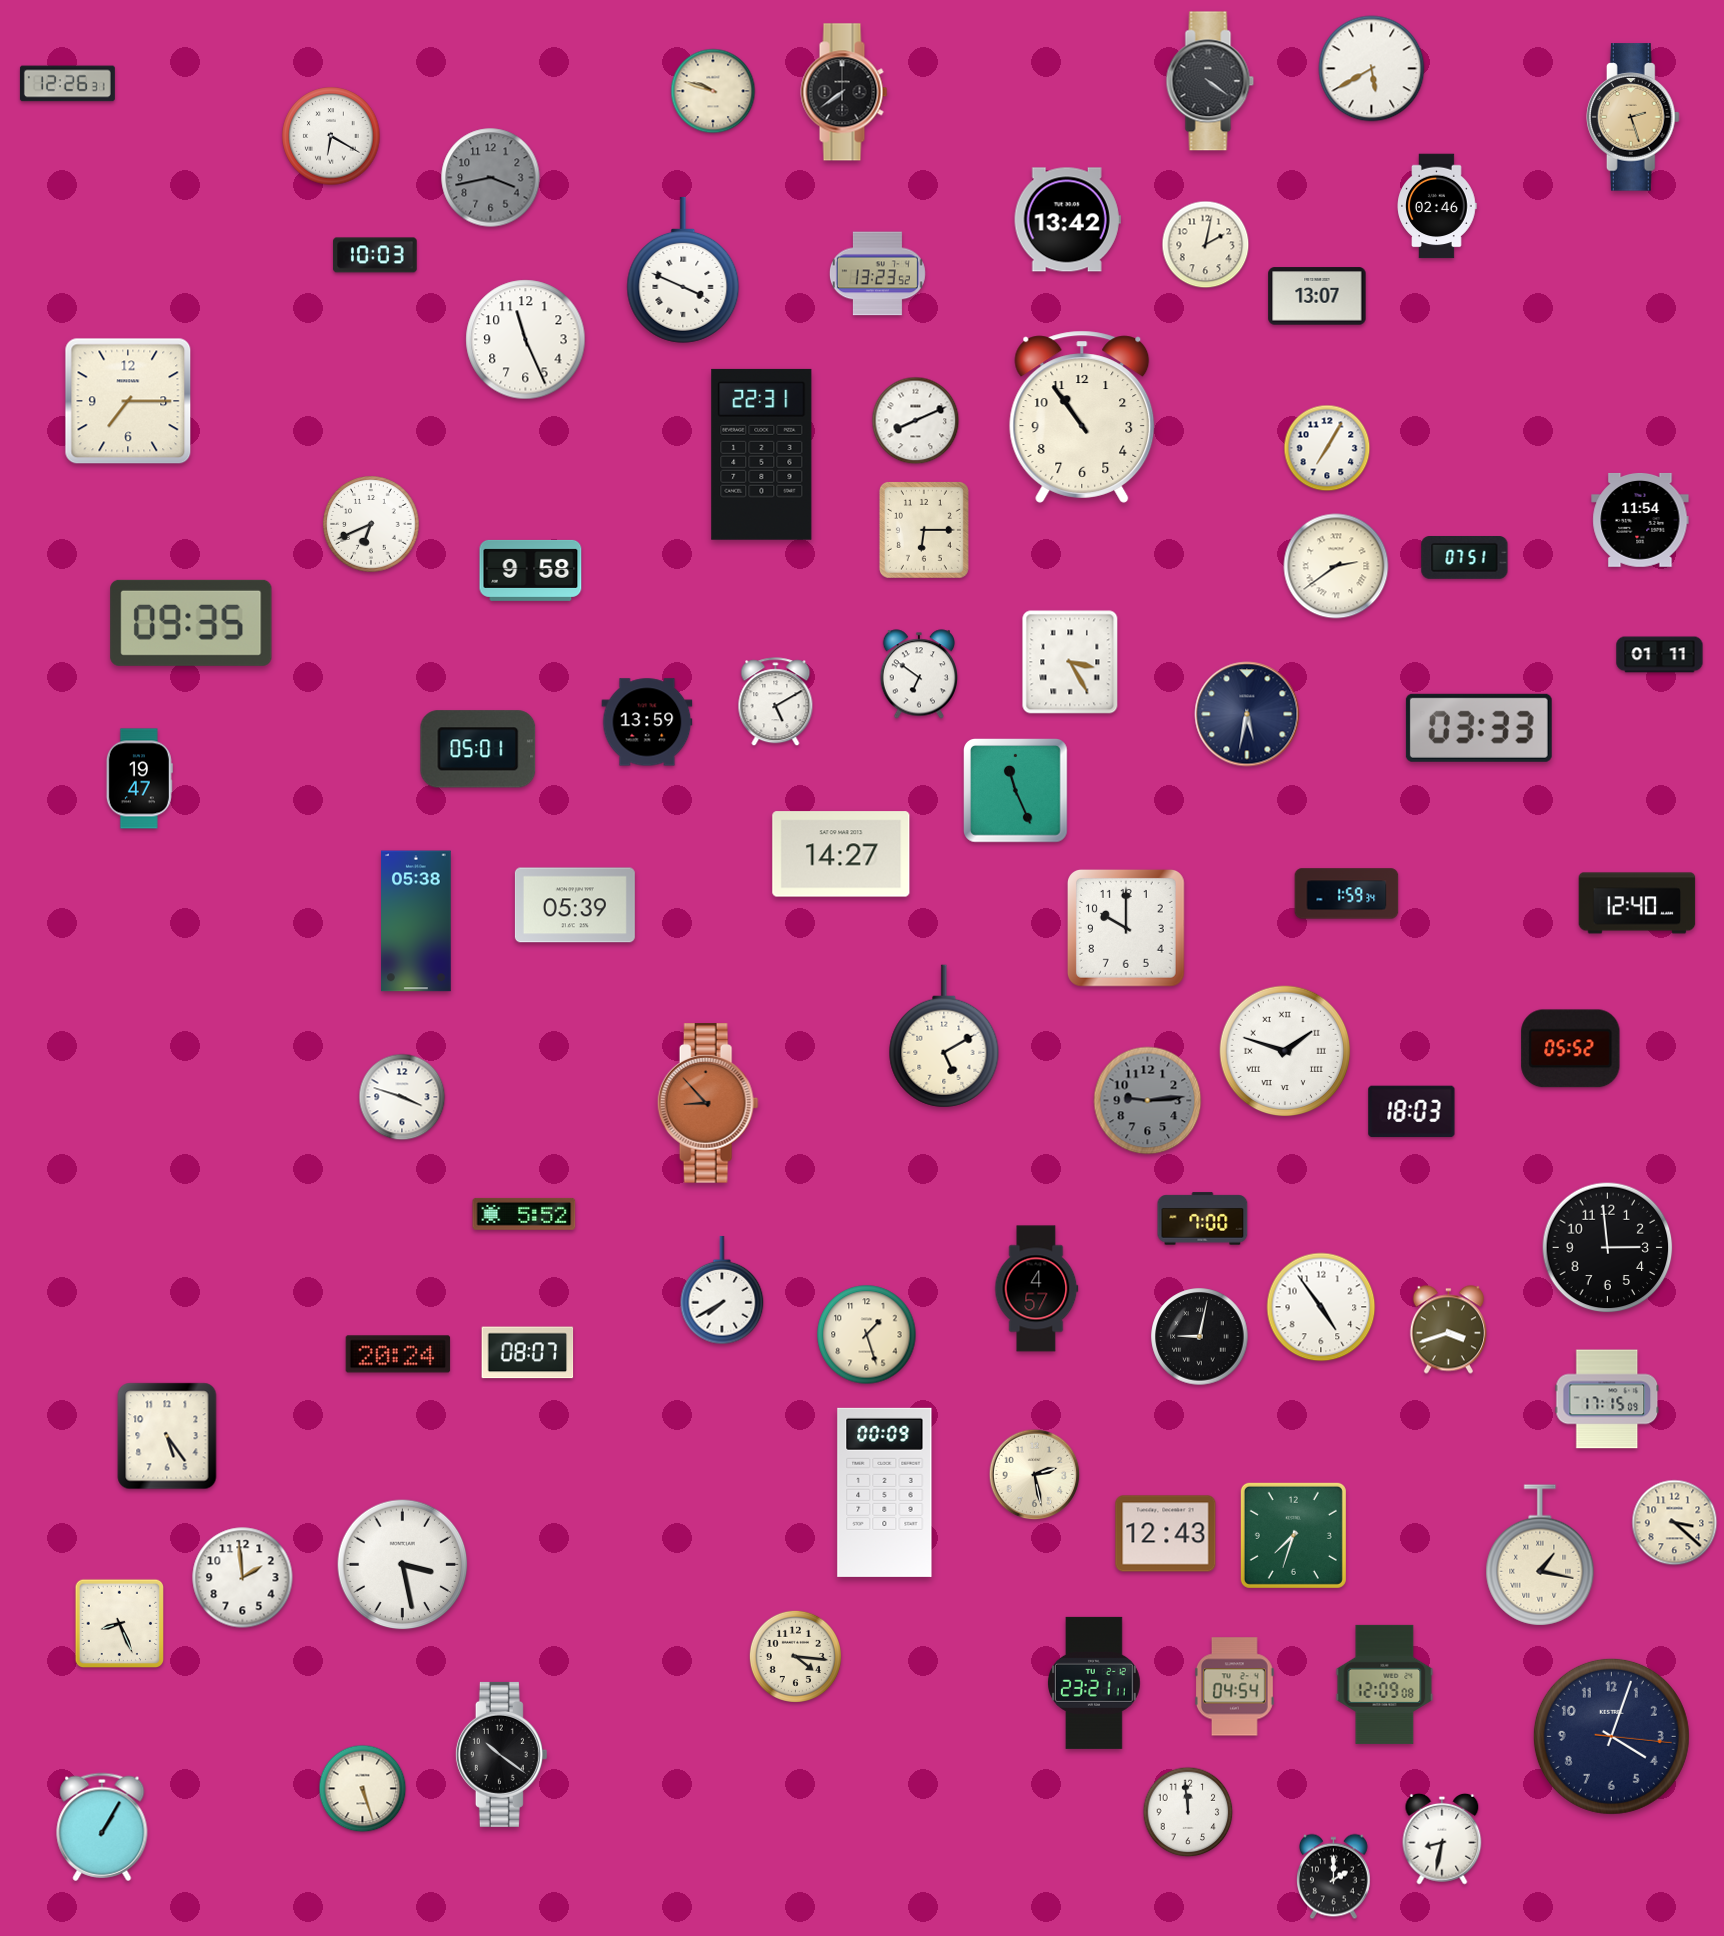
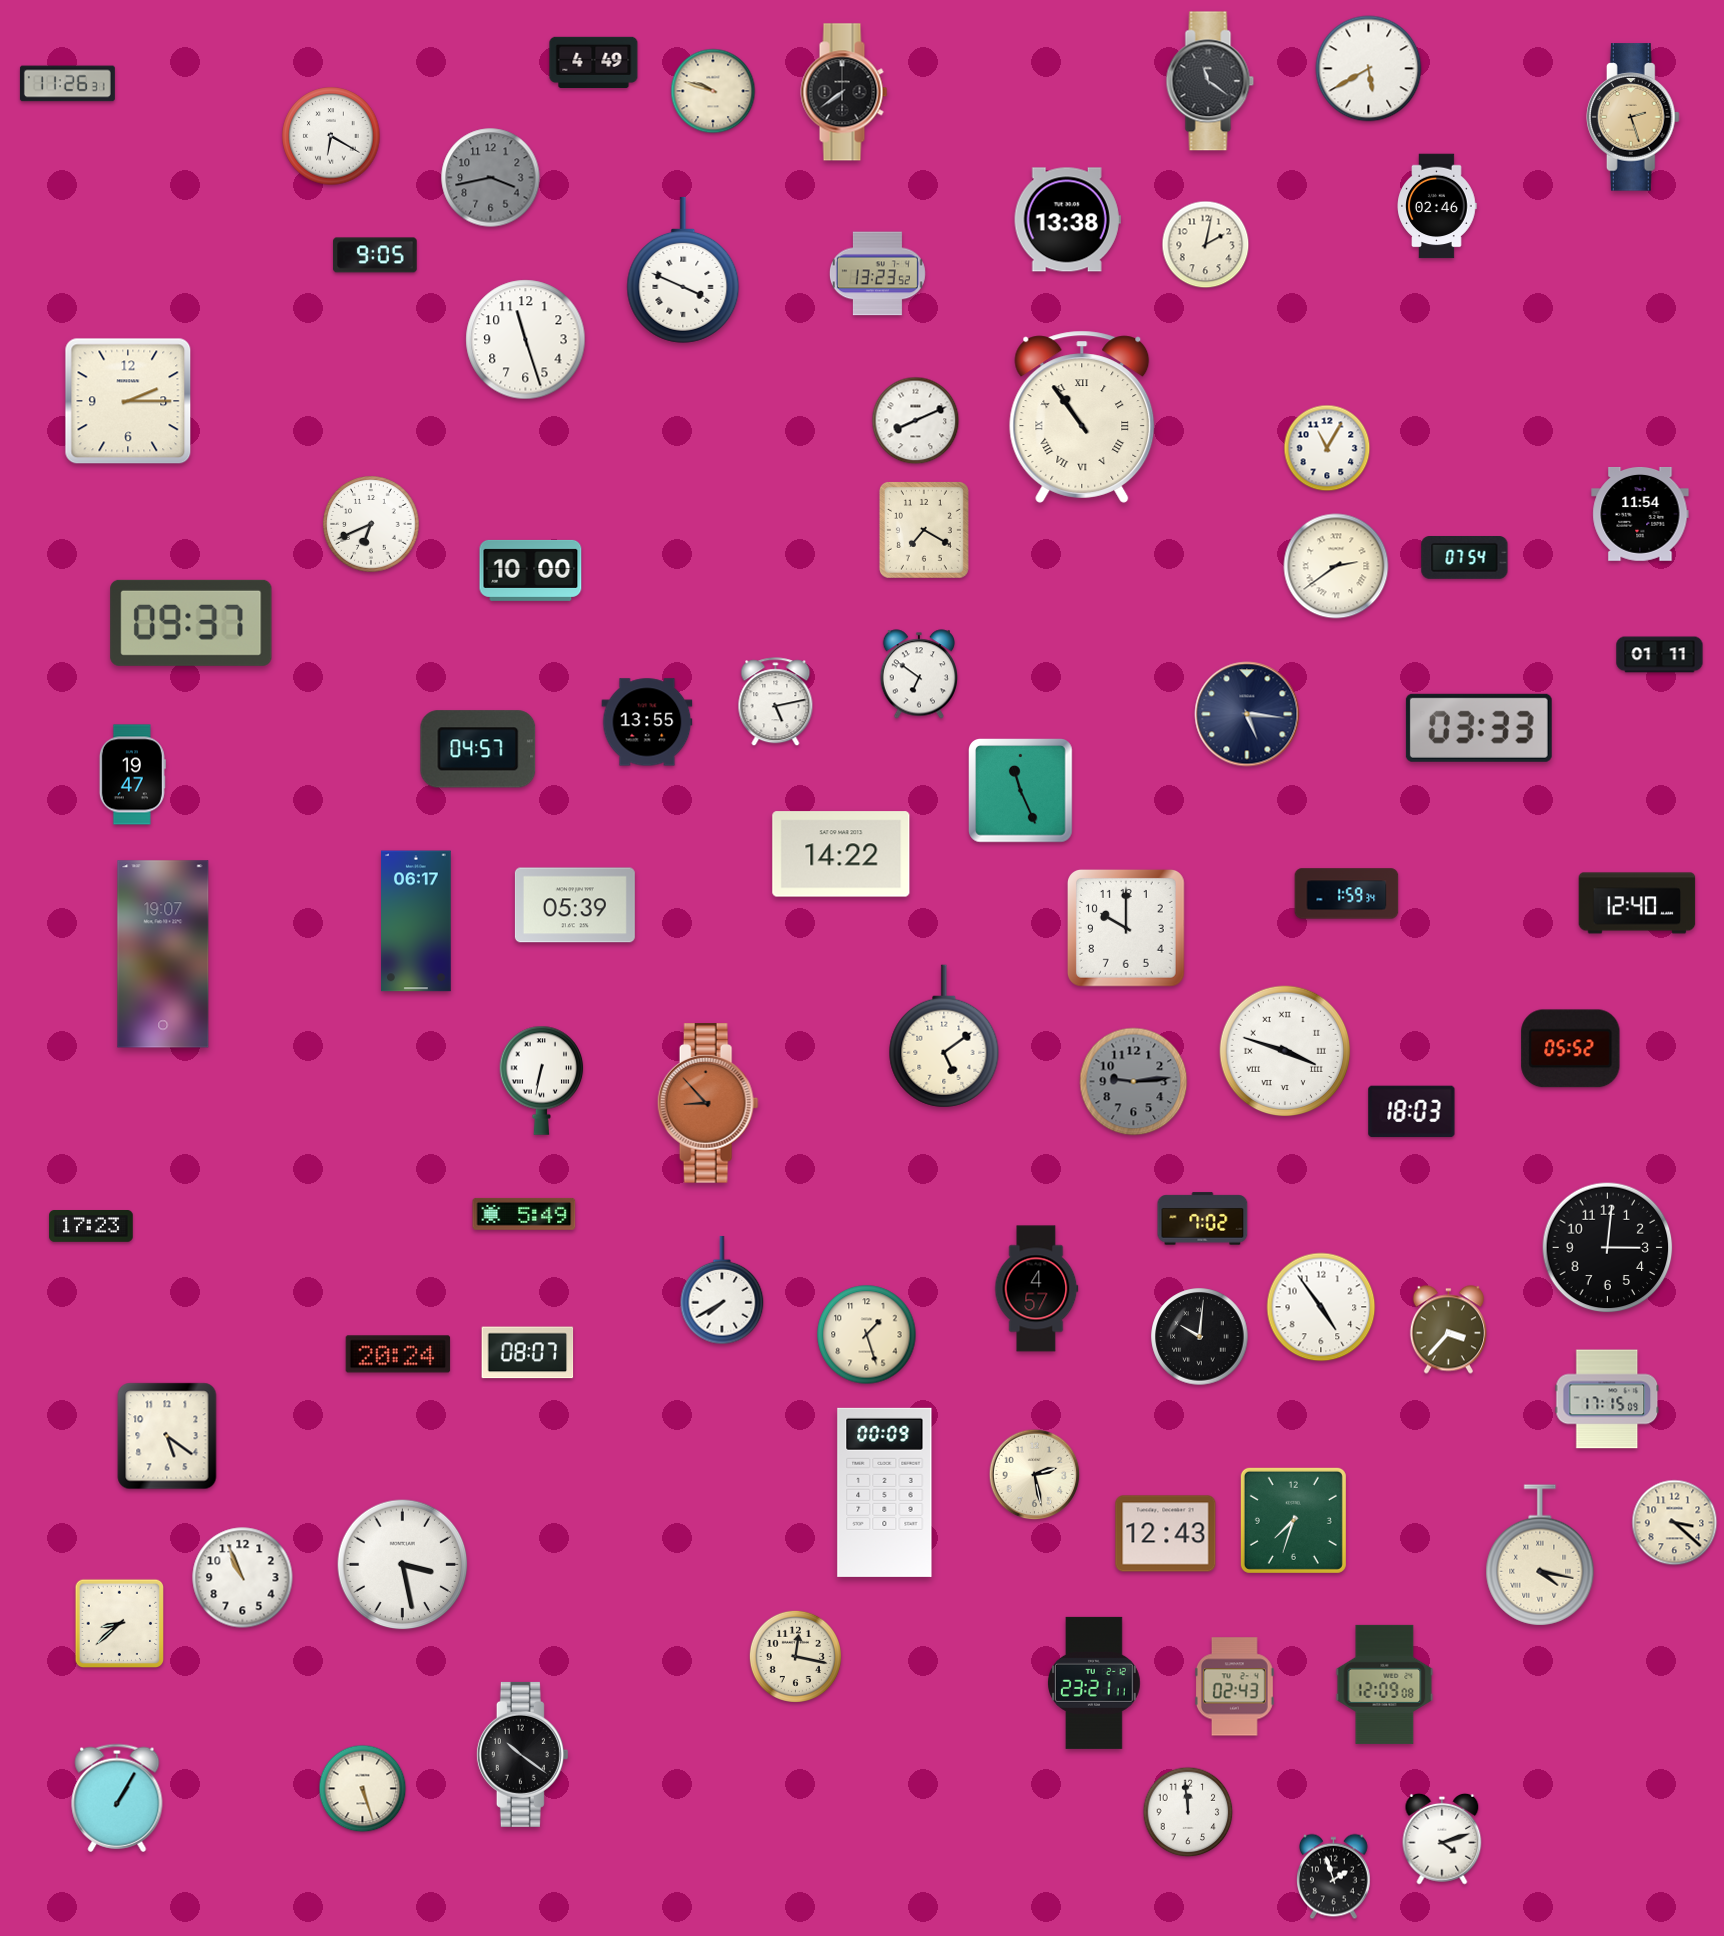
clock at (594, 62): none -> 4:49
clock at (1372, 69) position: (1372, 69) -> (1369, 69)
clock at (1210, 81): 4:21 -> 11:21
clock at (67, 84): 12:26 -> 11:26
clock at (1067, 220): 13:42 -> 13:38
clock at (375, 255): 10:03 -> 9:05
clock at (1317, 296): 13:07 -> none
clock at (526, 340): 11:26 -> 11:27
clock at (128, 401): 7:15 -> 2:15
clock at (1082, 417) numerals: Arabic -> Roman
clock at (1327, 448): 7:05 -> 11:05
clock at (762, 454): 22:31 -> none
clock at (1640, 520) position: (1640, 520) -> (1640, 514)
clock at (924, 530): 6:15 -> 7:20
clock at (1465, 558): 07:51 -> 07:54
clock at (531, 570): 9:58 -> 10:00
clock at (191, 623): 09:35 -> 09:37
clock at (1070, 662): 3:25 -> none
clock at (776, 702): 5:10 -> 5:13
clock at (1247, 714): 5:32 -> 5:16
clock at (647, 722): 13:59 -> 13:55
clock at (478, 749): 05:01 -> 04:57
clock at (139, 779) position: (139, 779) -> (132, 775)
clock at (1016, 791) position: (1016, 791) -> (1021, 791)
clock at (841, 854): 14:27 -> 14:22
clock at (416, 921): 05:38 -> 06:17
clock at (163, 954): none -> 19:07
clock at (944, 1036): 5:10 -> 5:09
clock at (1285, 1051): 1:48 -> 3:48
clock at (542, 1080): none -> 6:32
clock at (402, 1097): 3:48 -> none
clock at (1148, 1101) position: (1148, 1101) -> (1134, 1082)
clock at (524, 1214): 5:52 -> 5:49
clock at (1203, 1219): 7:00 -> 7:02
clock at (91, 1227): none -> 17:23
clock at (1608, 1248): 2:59 -> 3:01
clock at (1448, 1330): 3:42 -> 3:37
clock at (1200, 1337): 9:02 -> 10:01
clock at (167, 1436): 5:24 -> 5:21
clock at (1293, 1535) position: (1293, 1535) -> (1293, 1520)
clock at (1540, 1555): 1:17 -> 4:17
clock at (243, 1578): 1:59 -> 10:56
clock at (119, 1623): 8:26 -> 8:38
clock at (795, 1656): 4:16 -> 12:17
clock at (1234, 1687): 04:54 -> 02:43
clock at (1611, 1736): 4:03 -> none
clock at (501, 1754) position: (501, 1754) -> (522, 1754)
clock at (102, 1827) position: (102, 1827) -> (117, 1798)
clock at (1442, 1839): 8:32 -> 4:12
clock at (1334, 1877): 2:00 -> 1:57
